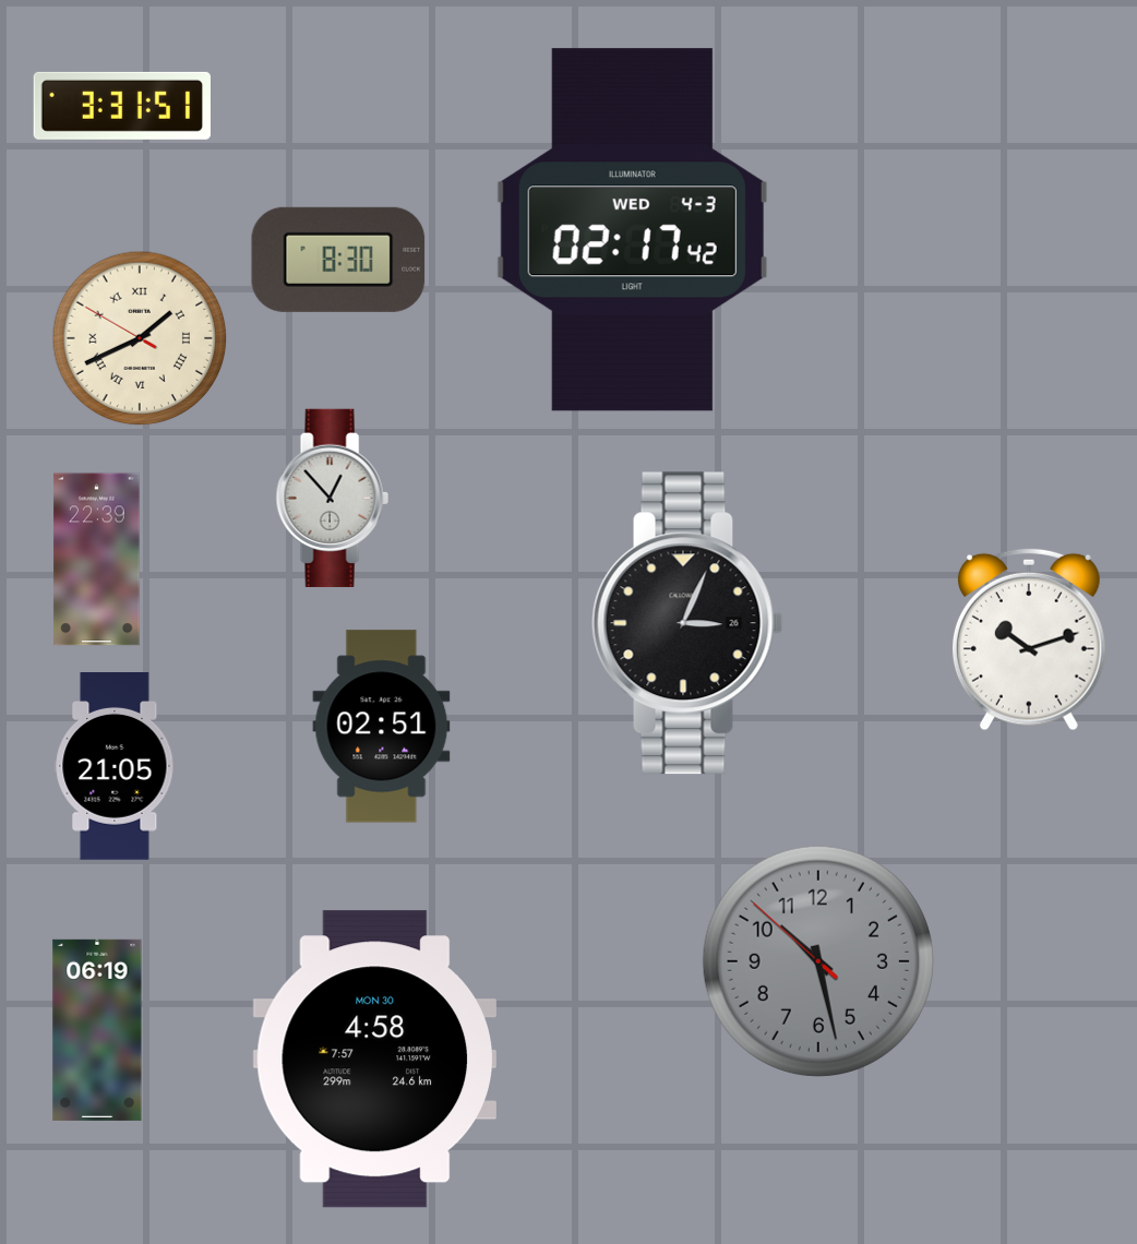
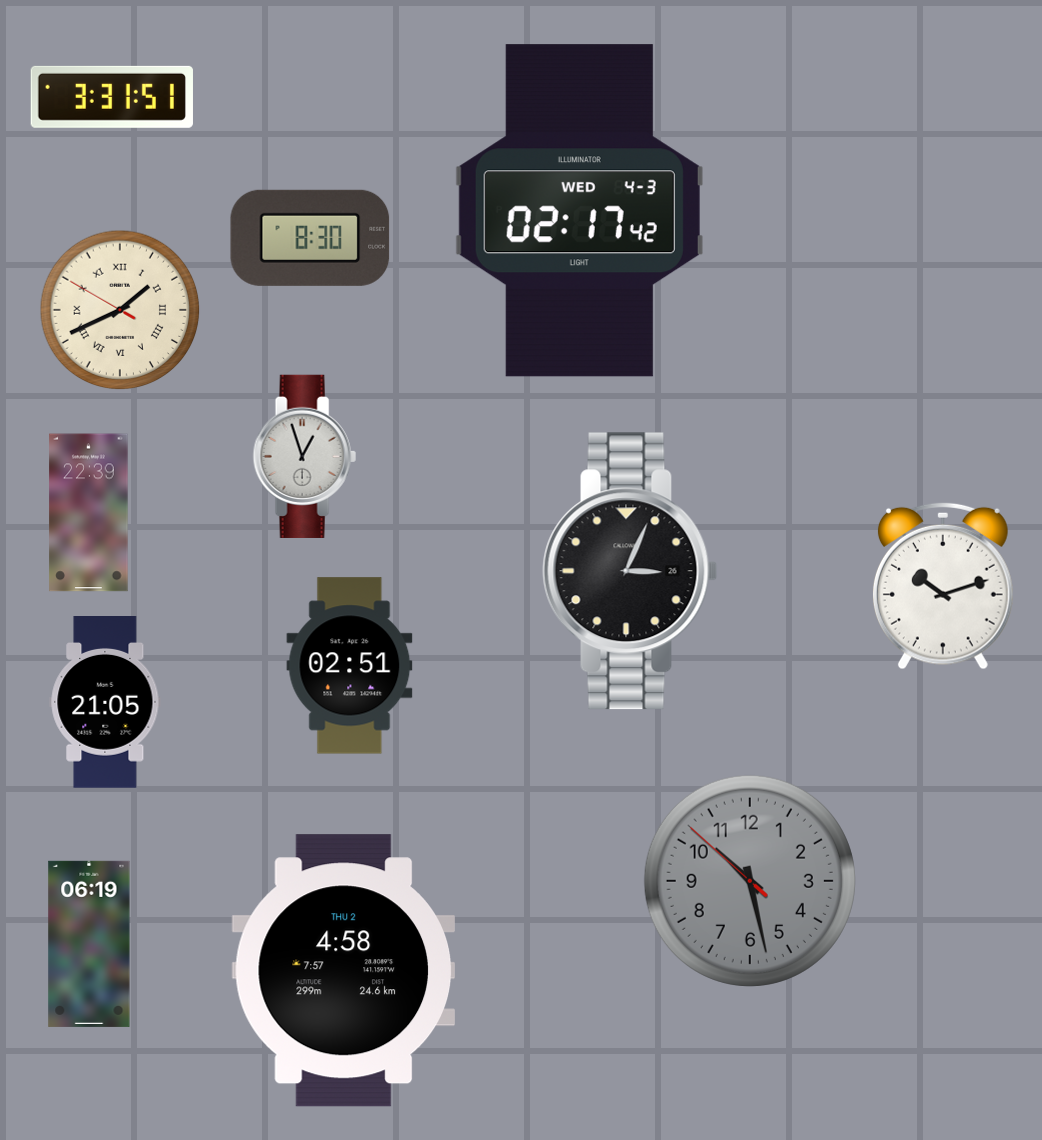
clock at (140, 338) position: (140, 338) -> (120, 310)
clock at (332, 498): 12:53 -> 12:57
clock at (374, 1060) date: MON 30 -> THU 2
